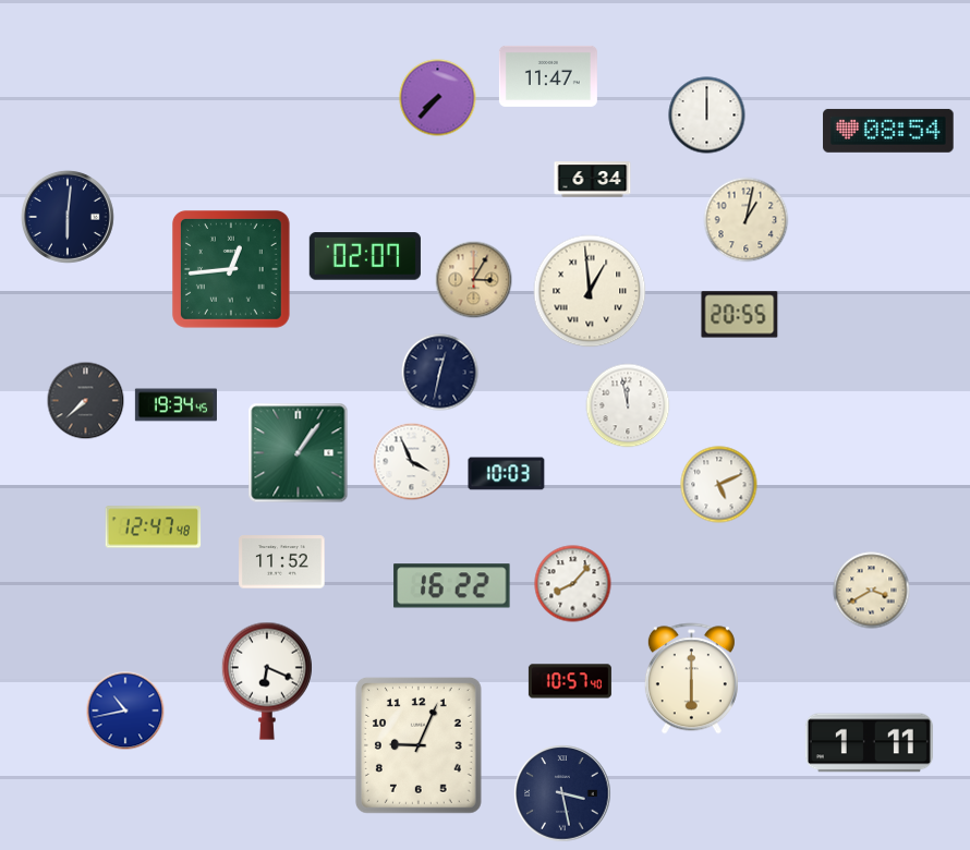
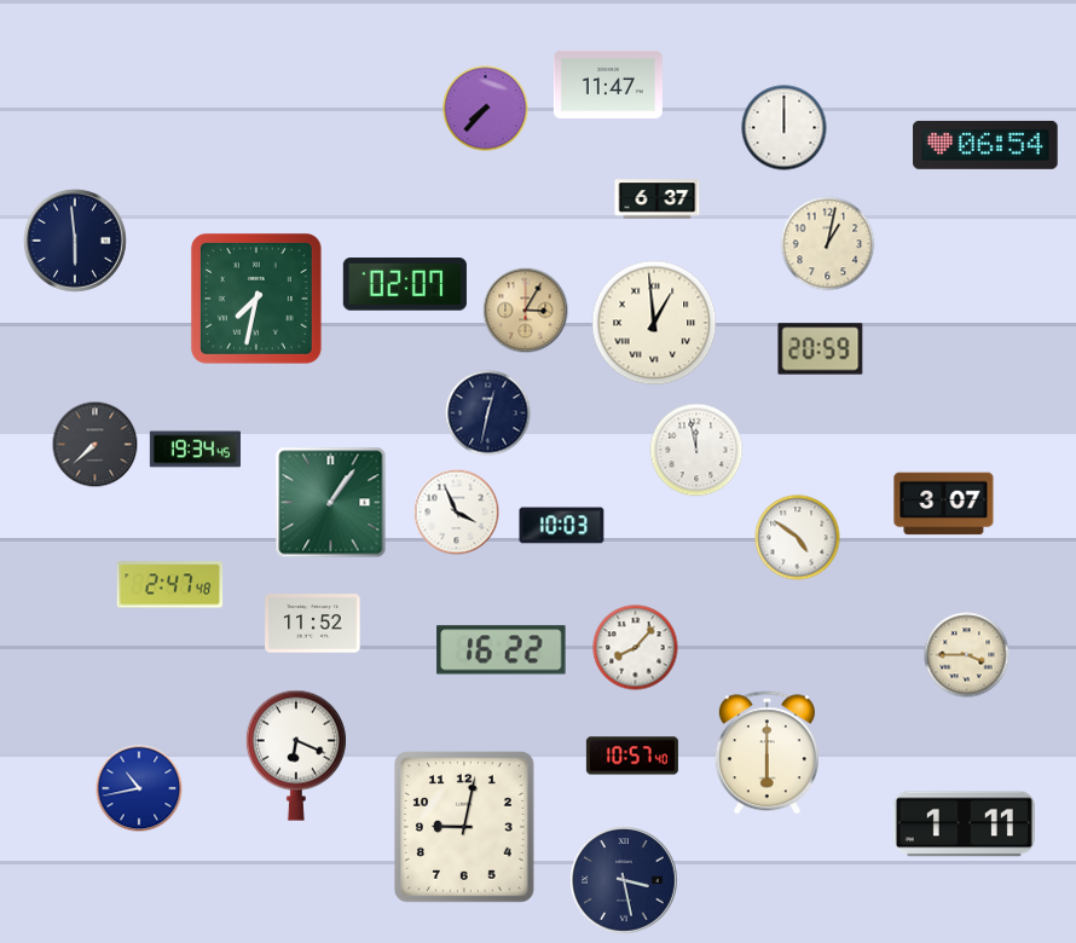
clock at (888, 131): 08:54 -> 06:54
clock at (593, 180): 6:34 -> 6:37
clock at (68, 217): 6:01 -> 5:59
clock at (231, 269): 12:44 -> 7:32
clock at (740, 315): 20:55 -> 20:59
clock at (944, 504): none -> 3:07
clock at (719, 485): 5:11 -> 4:51
clock at (154, 527): 12:47 -> 2:47
clock at (872, 591): 3:40 -> 3:45
clock at (419, 745): 9:04 -> 9:02
